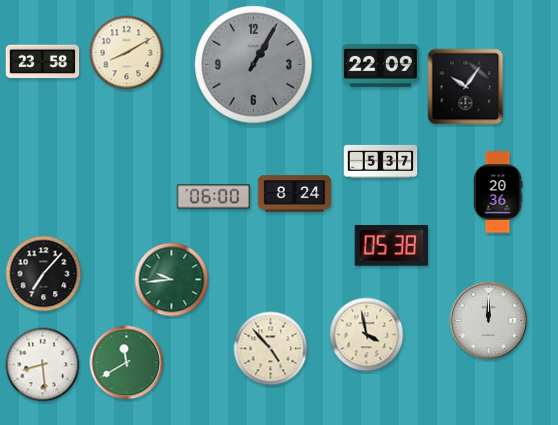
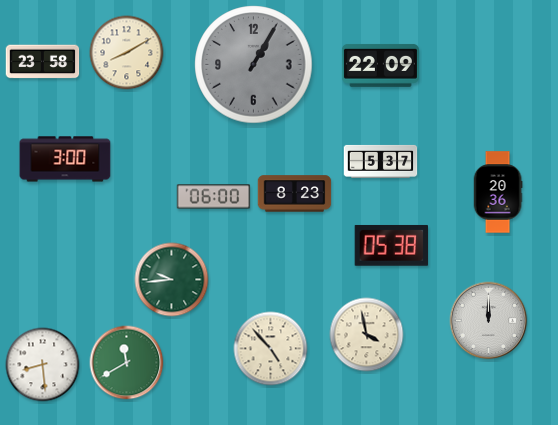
clock at (466, 87): 10:06 -> none
clock at (65, 159): none -> 3:00
clock at (295, 194): 8:24 -> 8:23
clock at (44, 274): 7:07 -> none
